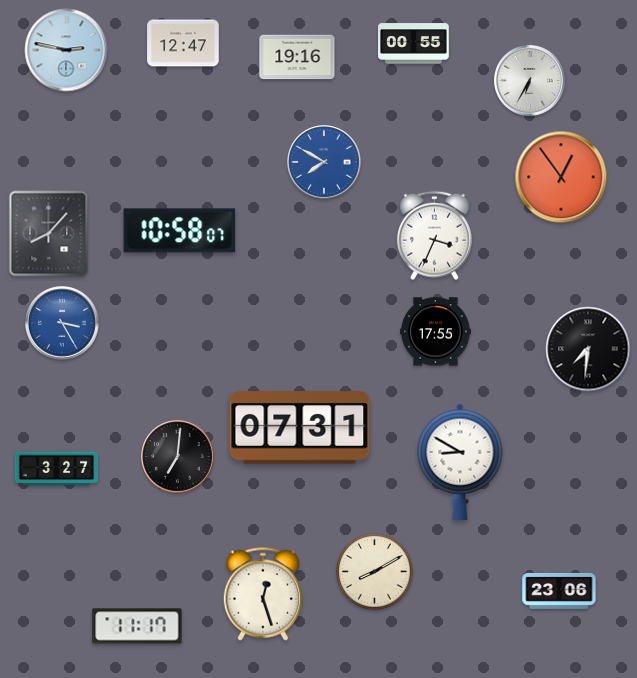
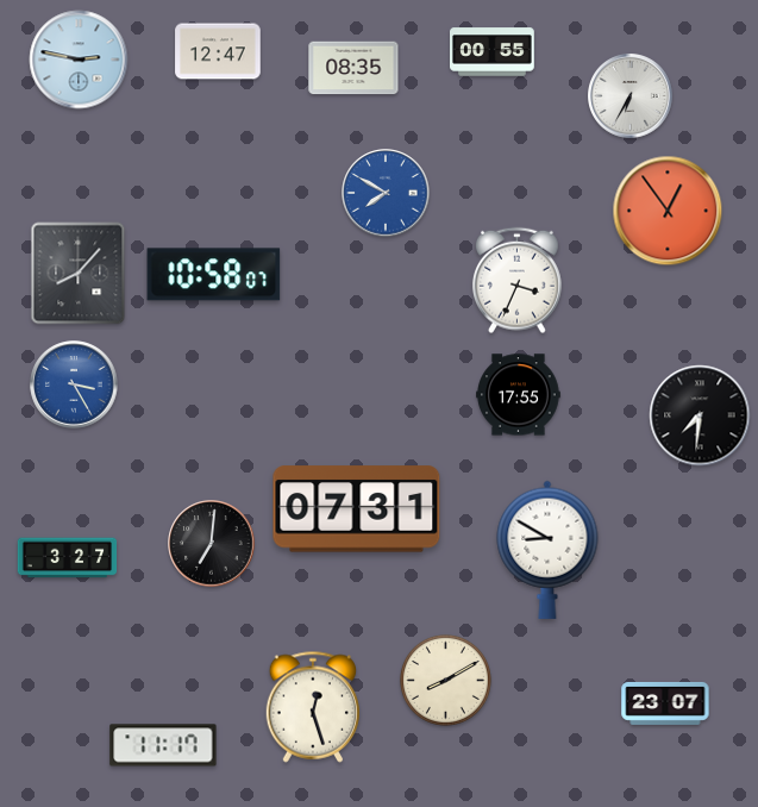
clock at (297, 57): 19:16 -> 08:35
clock at (49, 234) position: (49, 234) -> (79, 274)
clock at (559, 591): 23:06 -> 23:07
